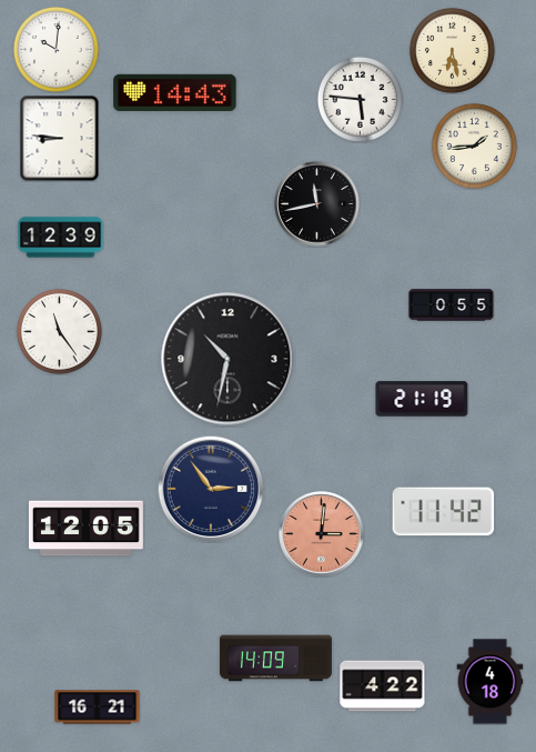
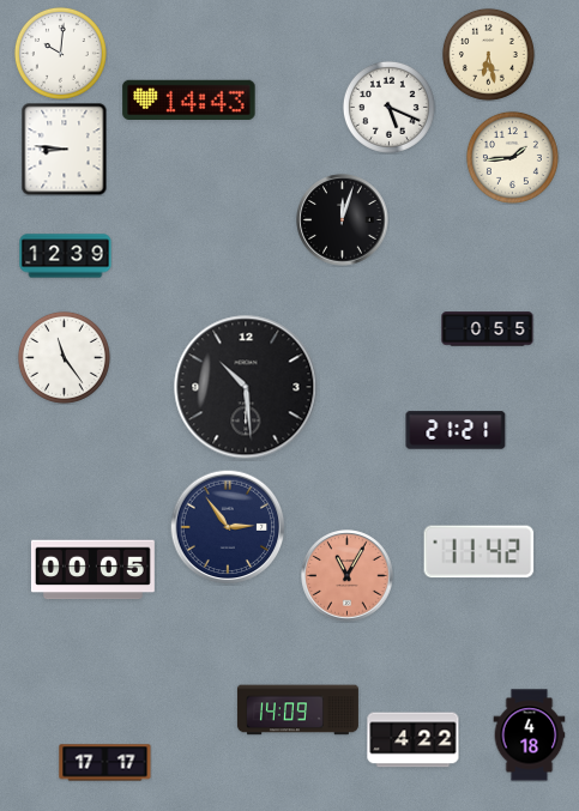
clock at (360, 99): 5:46 -> 5:19
clock at (317, 204): 11:43 -> 12:03
clock at (227, 359): 10:32 -> 10:29
clock at (422, 399): 21:19 -> 21:21
clock at (85, 529): 12:05 -> 00:05
clock at (322, 534): 3:01 -> 11:05
clock at (98, 708): 16:21 -> 17:17
